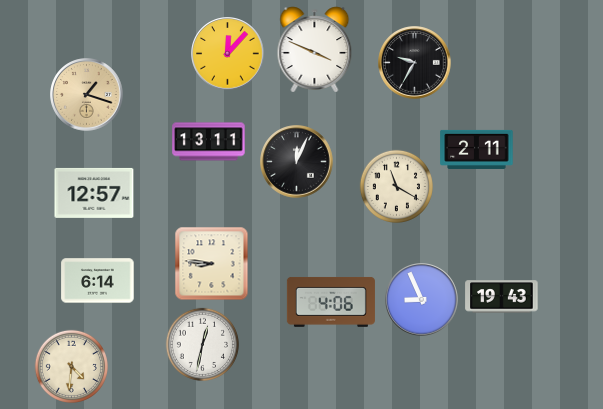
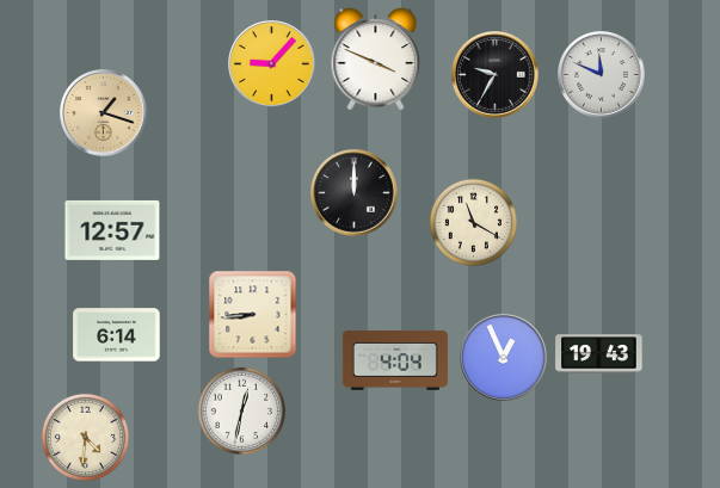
clock at (228, 54): 12:07 -> 9:07
clock at (602, 75): none -> 11:49
clock at (209, 142): 13:11 -> none
clock at (477, 149): 2:11 -> none
clock at (297, 162): 12:04 -> 12:00
clock at (212, 264): 8:46 -> 8:44
clock at (422, 300): 8:56 -> 12:56
clock at (331, 302): 4:06 -> 4:04
